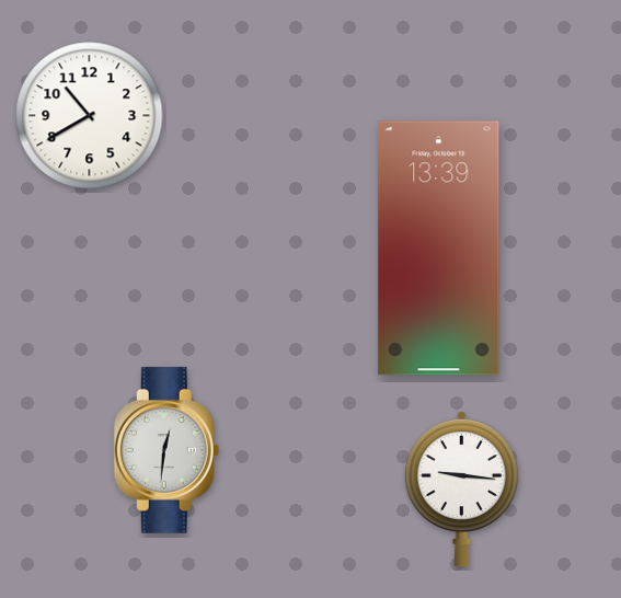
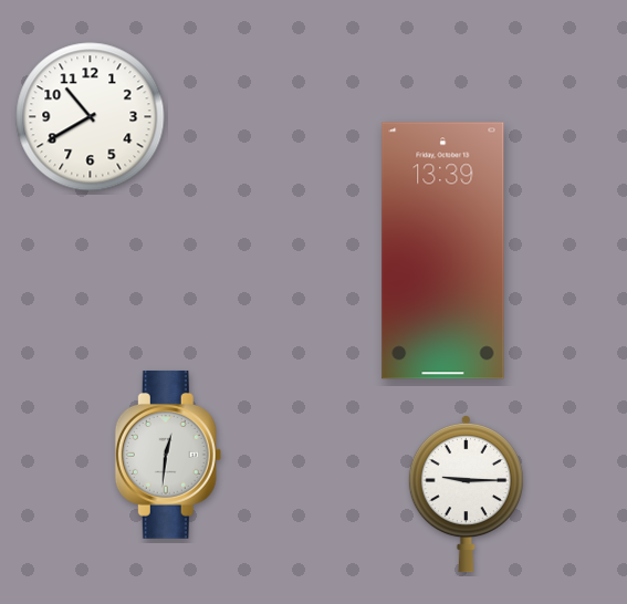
clock at (461, 488): 9:16 -> 9:15
